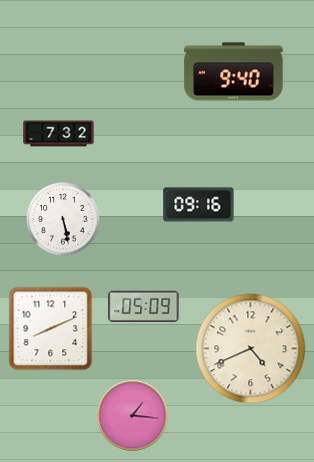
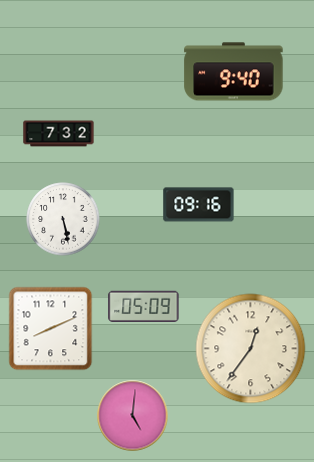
clock at (251, 349): 4:41 -> 12:36
clock at (133, 416): 1:16 -> 5:01
